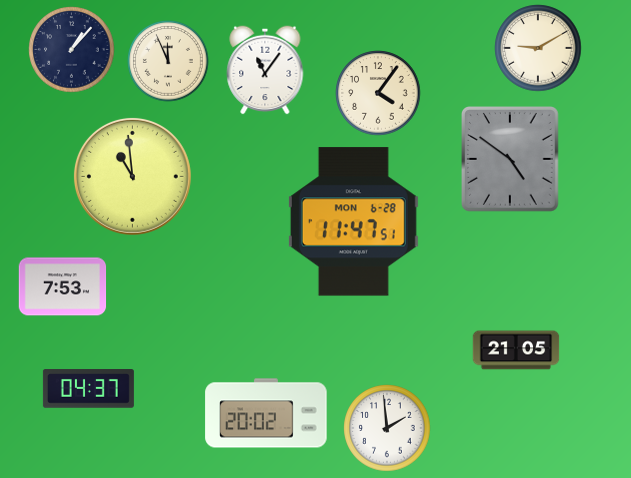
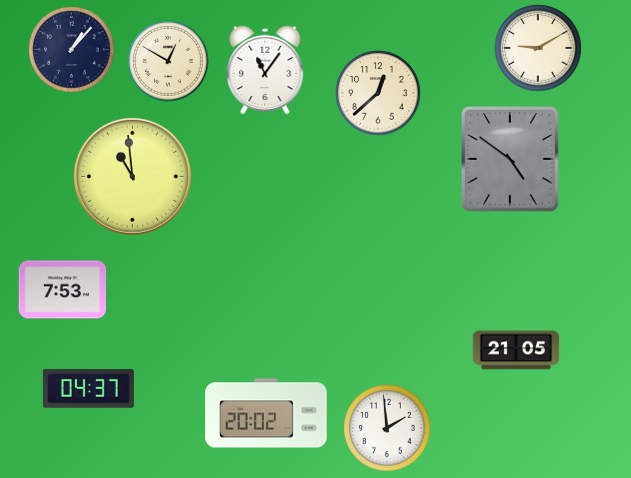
clock at (168, 61): 11:56 -> 12:50
clock at (378, 93): 4:06 -> 12:38
clock at (353, 222): 11:47 -> none
clock at (63, 287) position: (63, 287) -> (63, 290)
